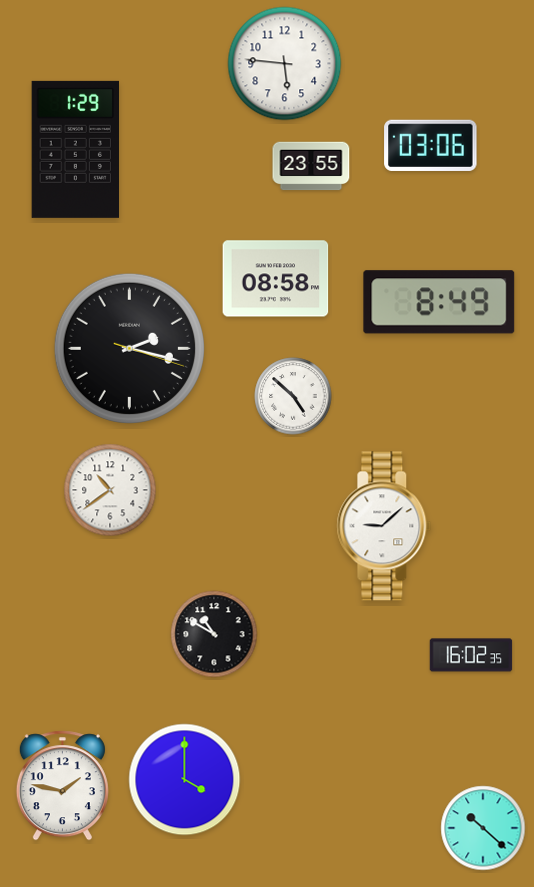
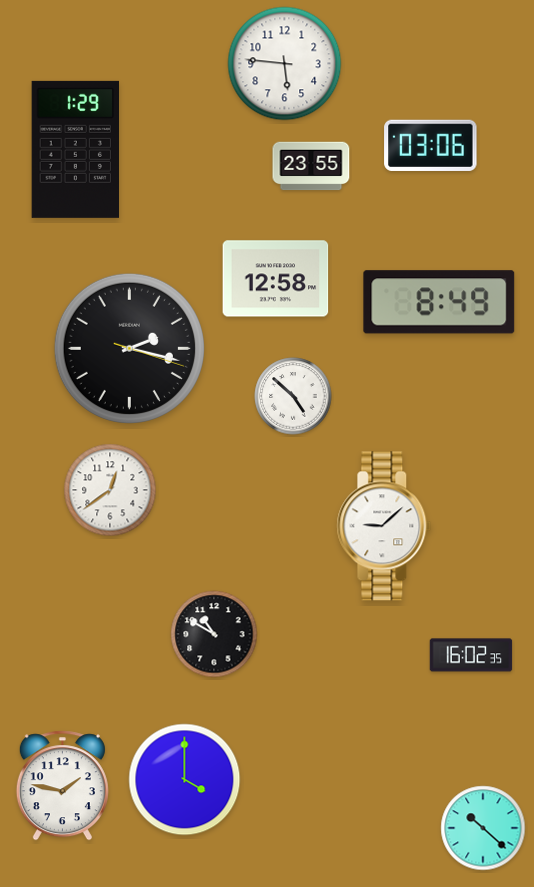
clock at (276, 279): 08:58 -> 12:58
clock at (110, 490): 10:39 -> 12:39
